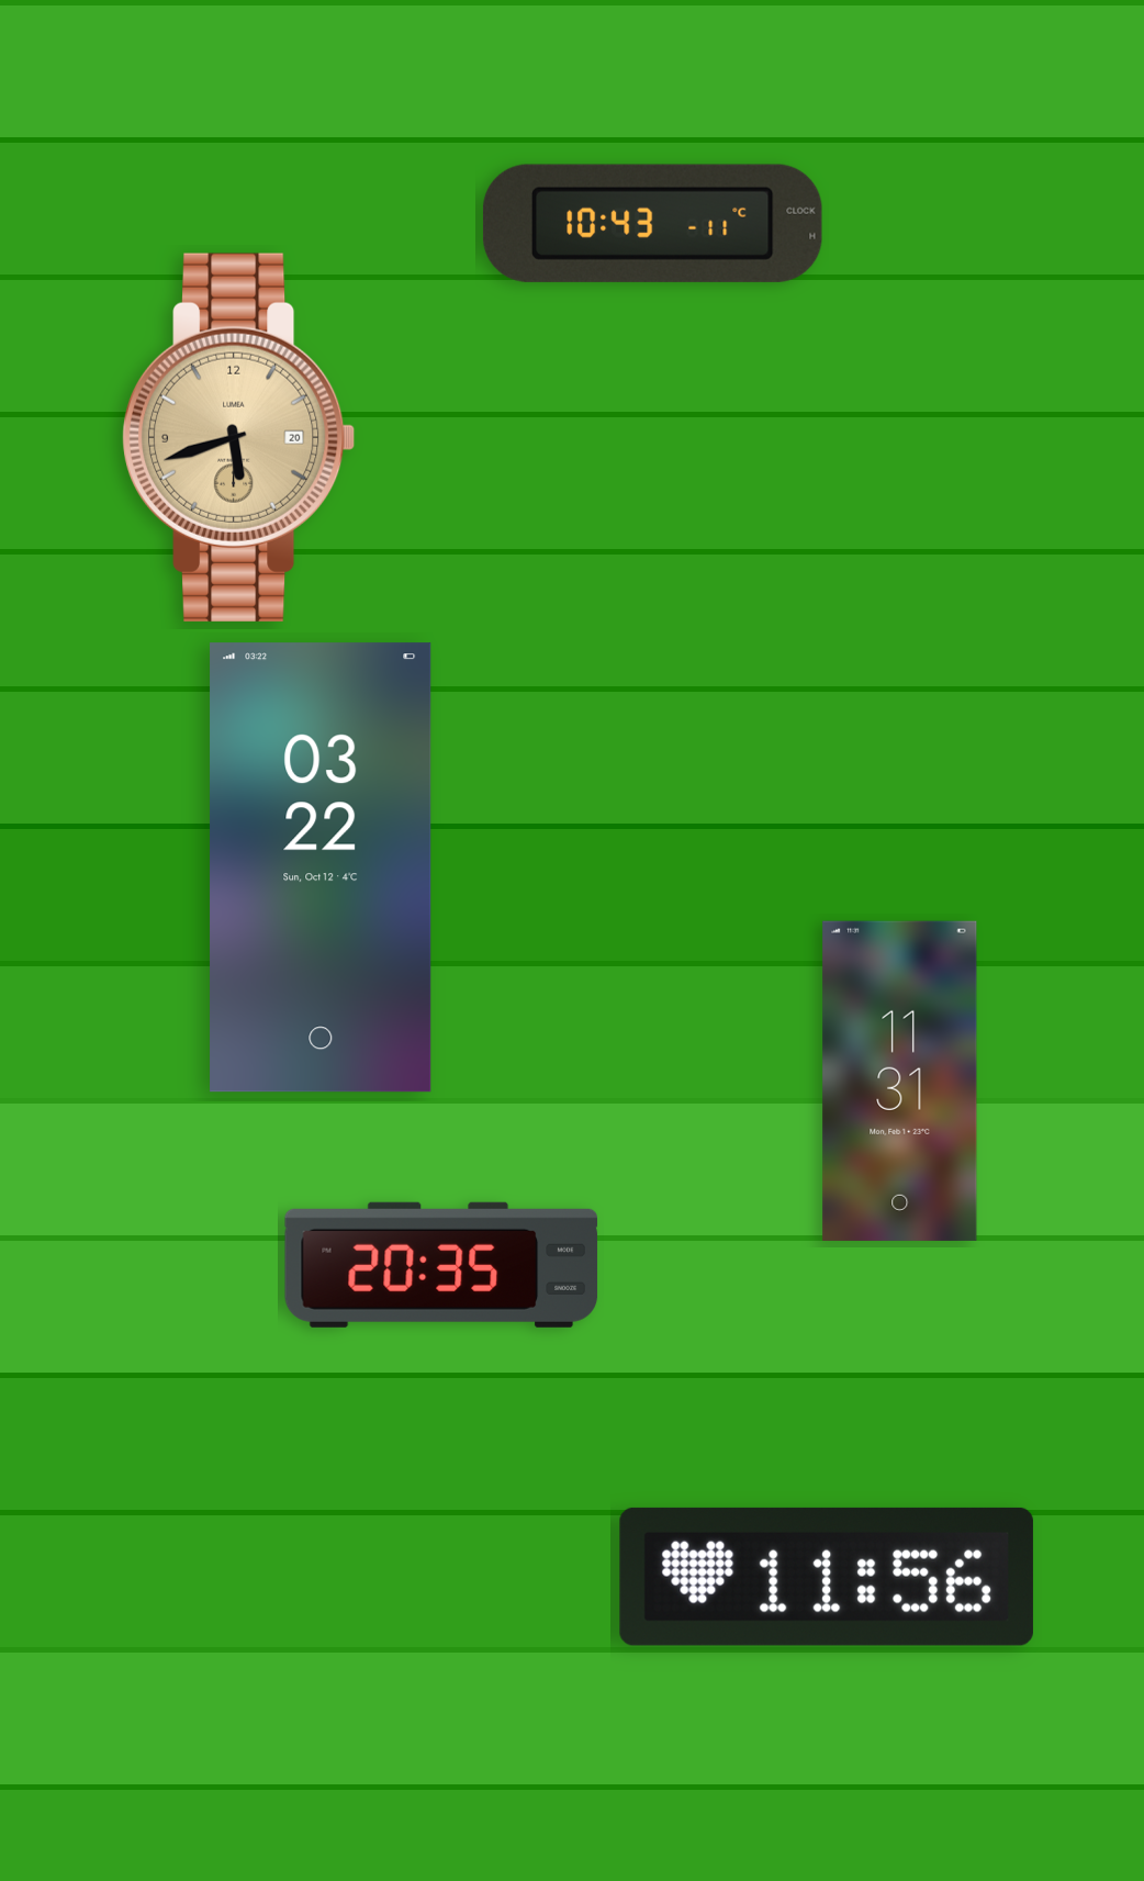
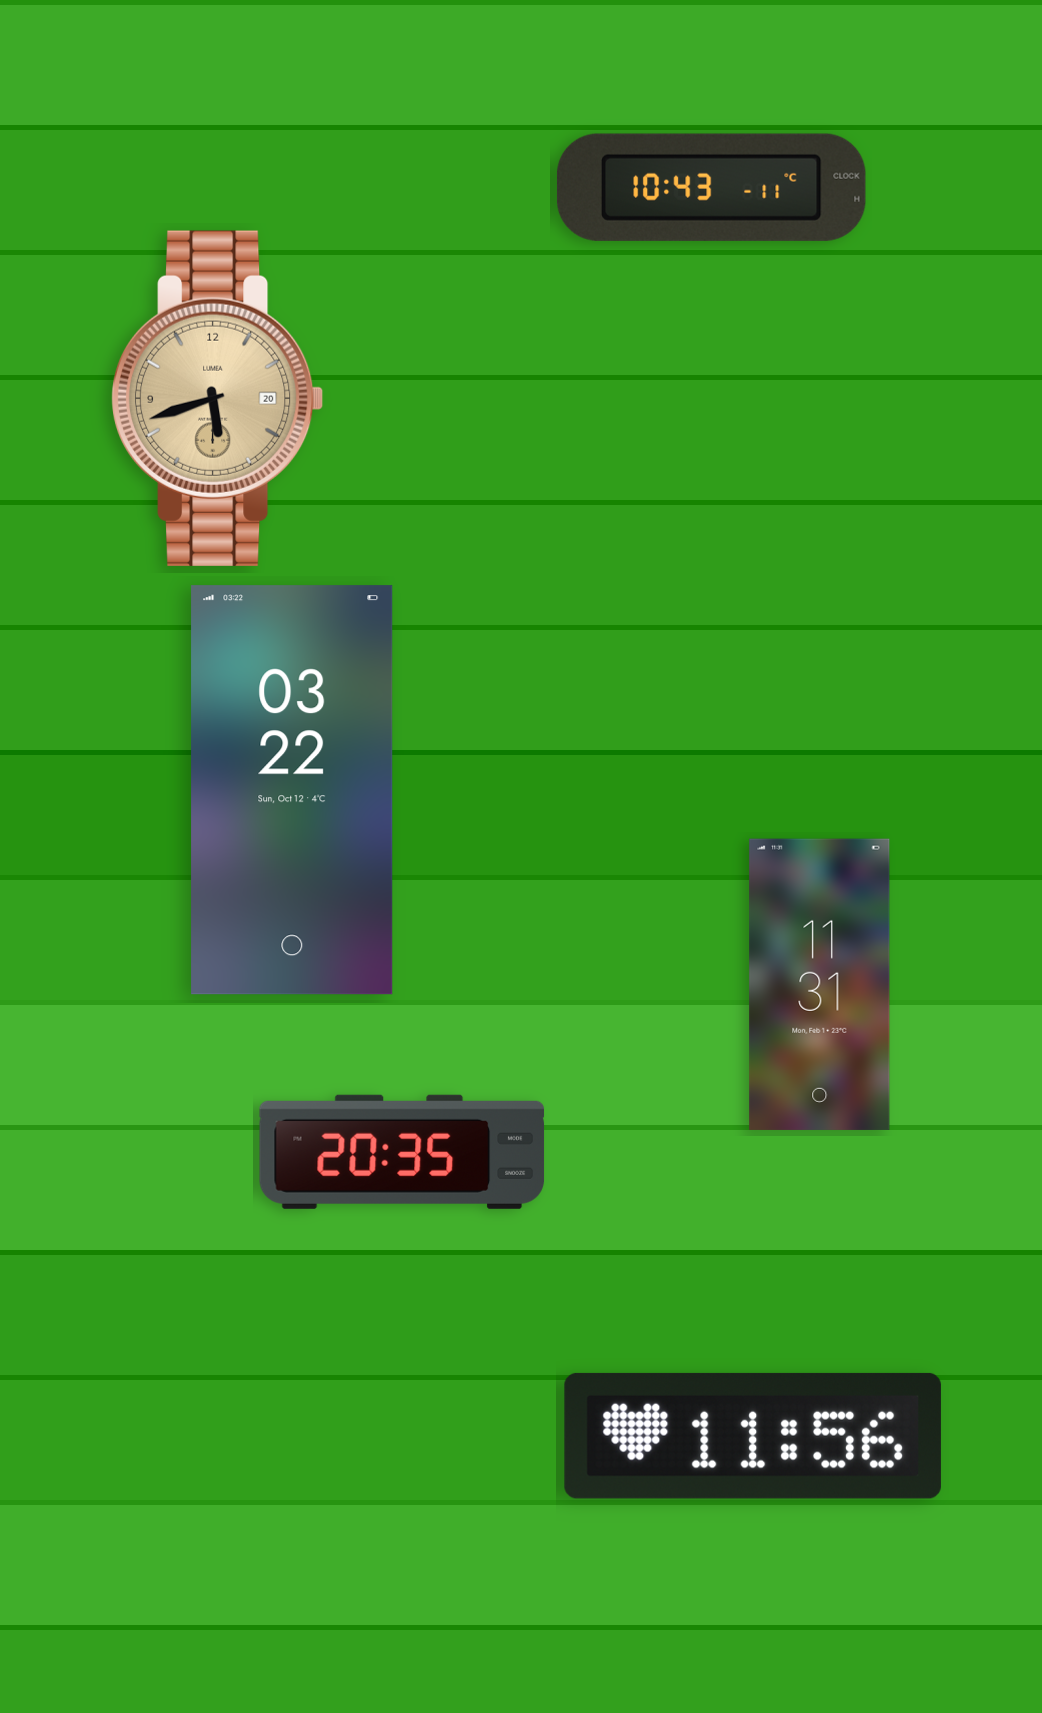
clock at (652, 223) position: (652, 223) -> (711, 187)
